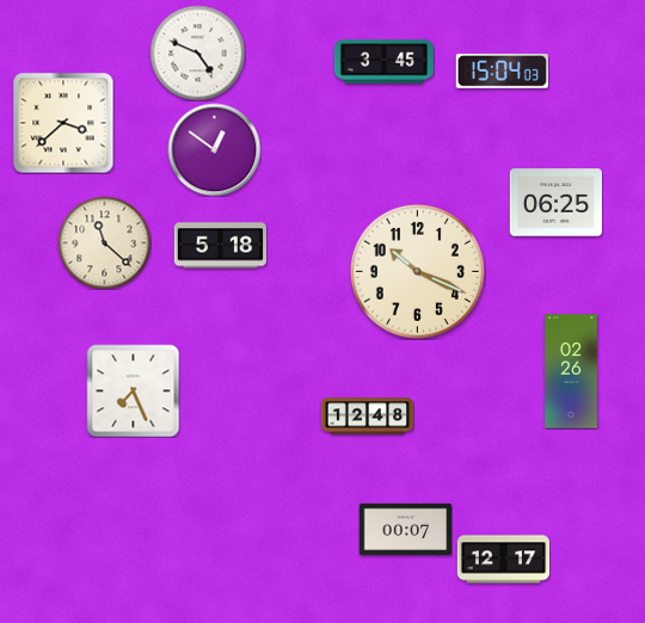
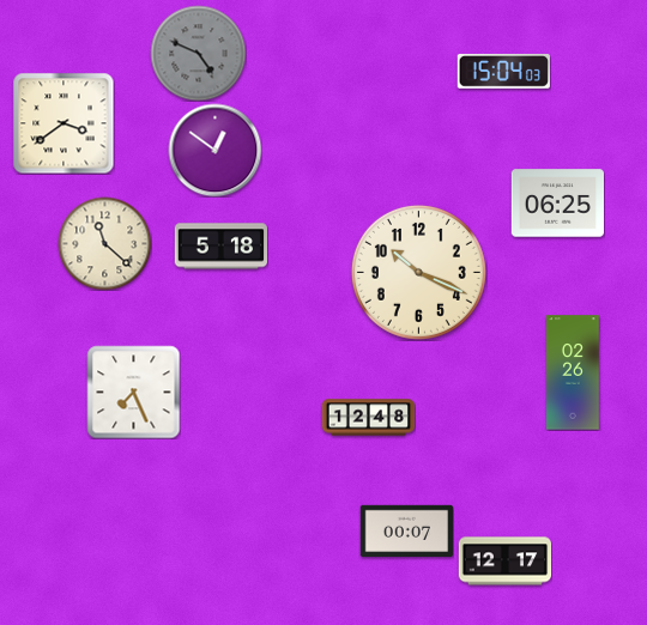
clock at (197, 53) dial: white -> grey
clock at (383, 62): 3:45 -> none
clock at (63, 123): 3:38 -> 3:39
